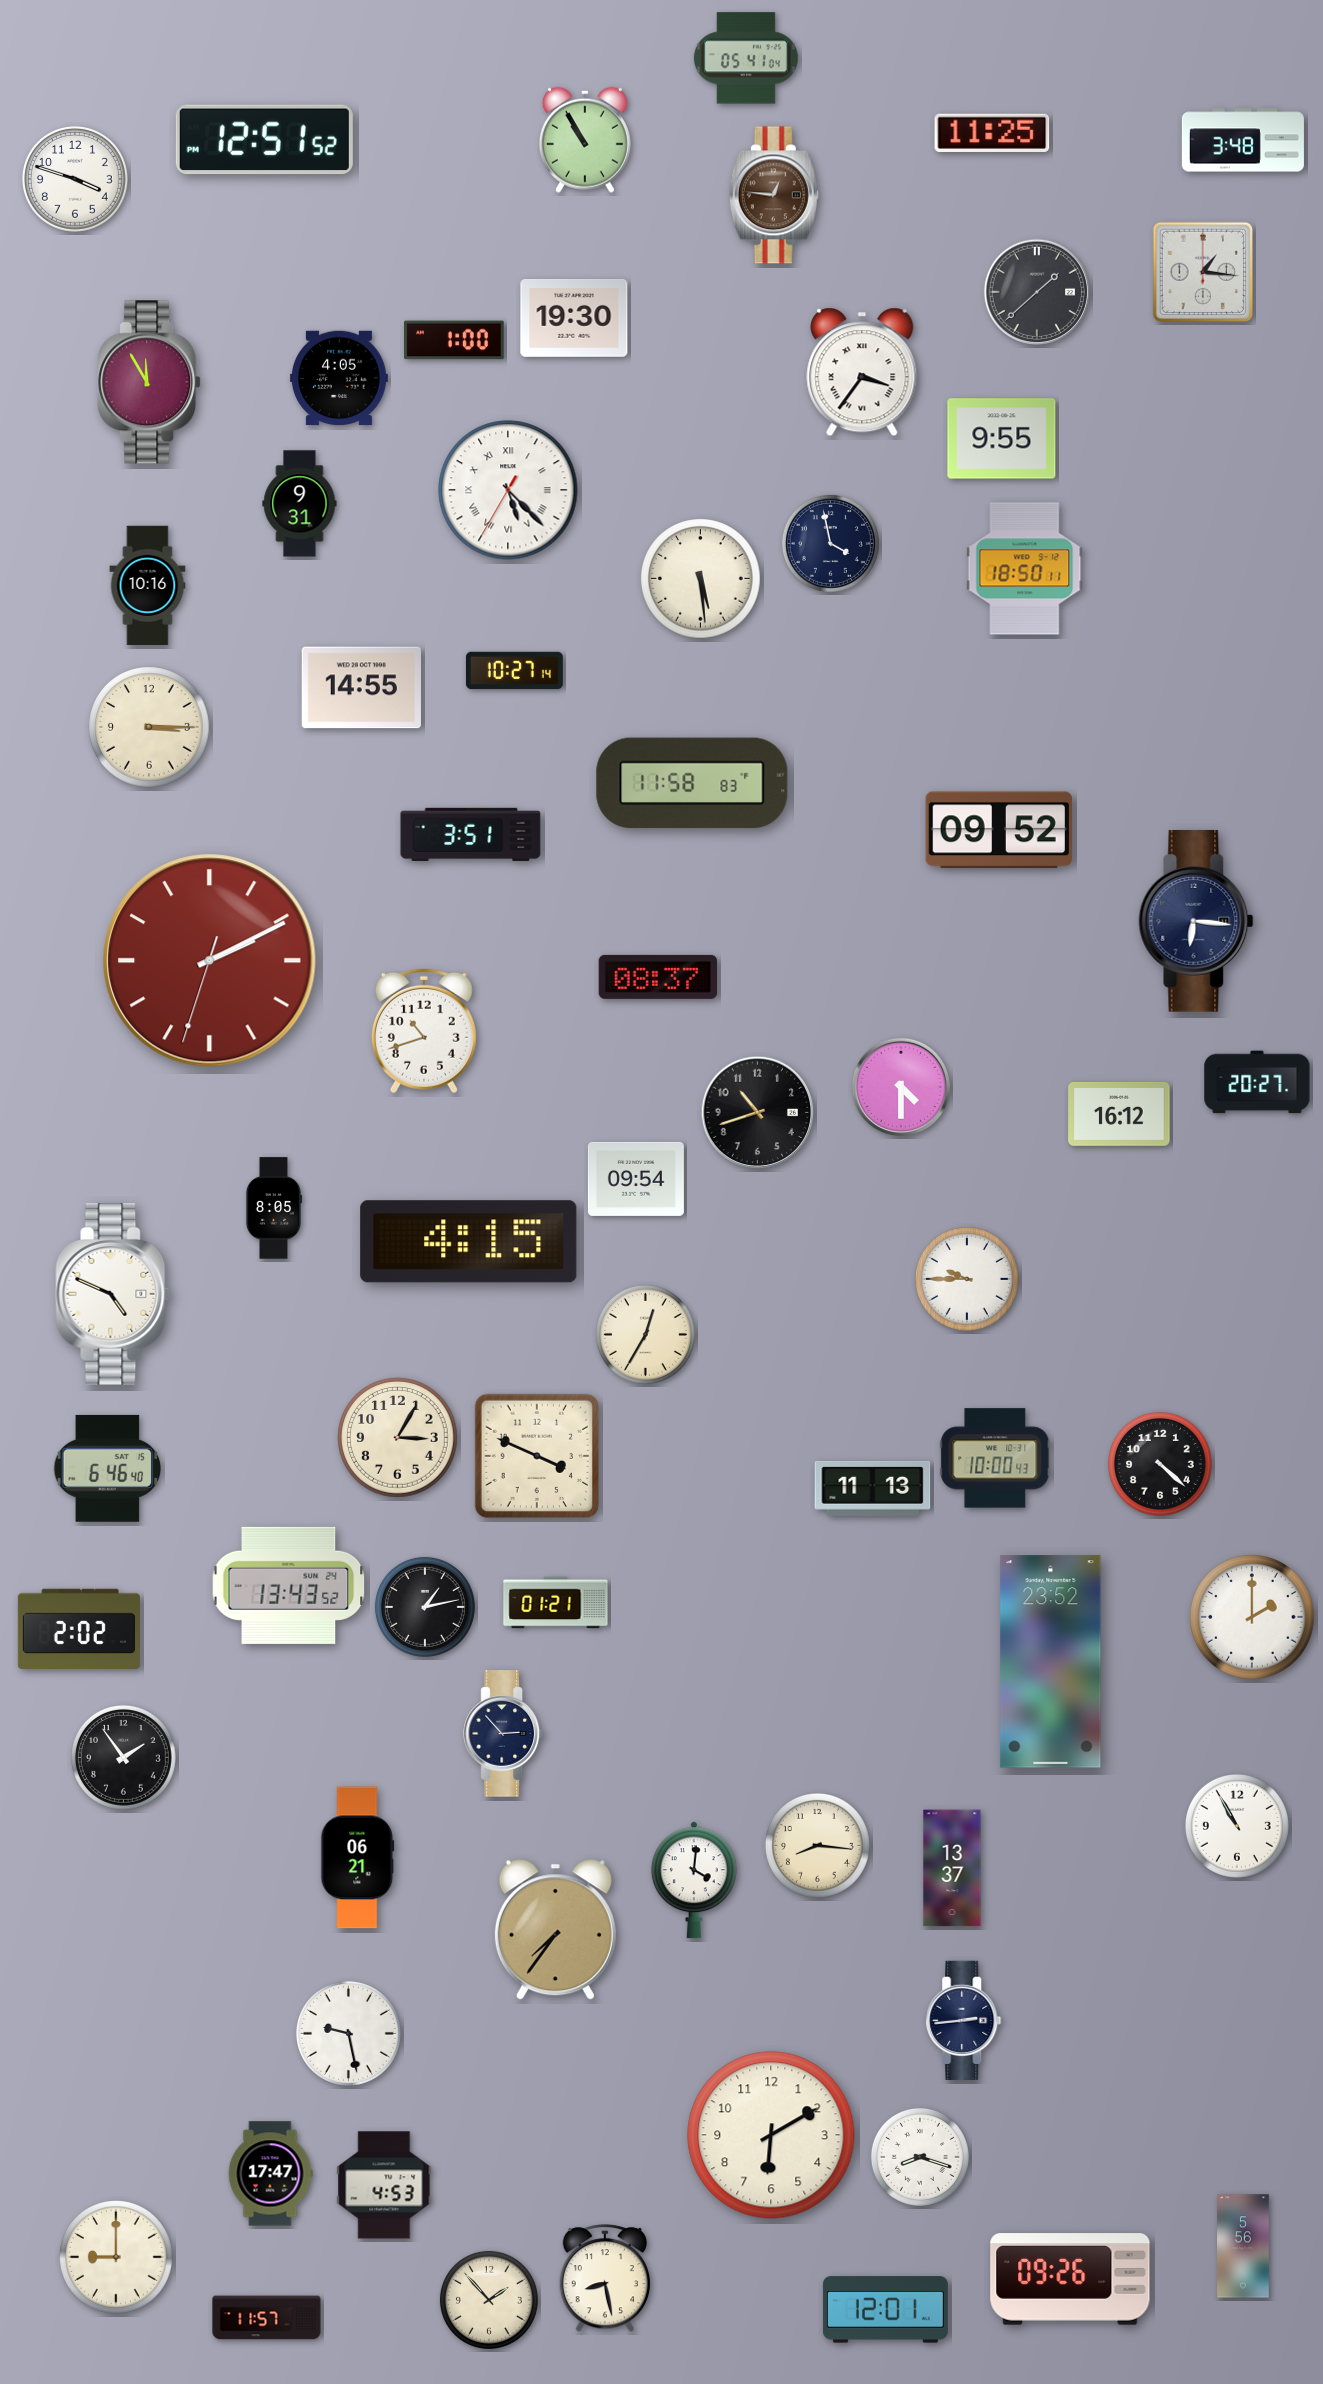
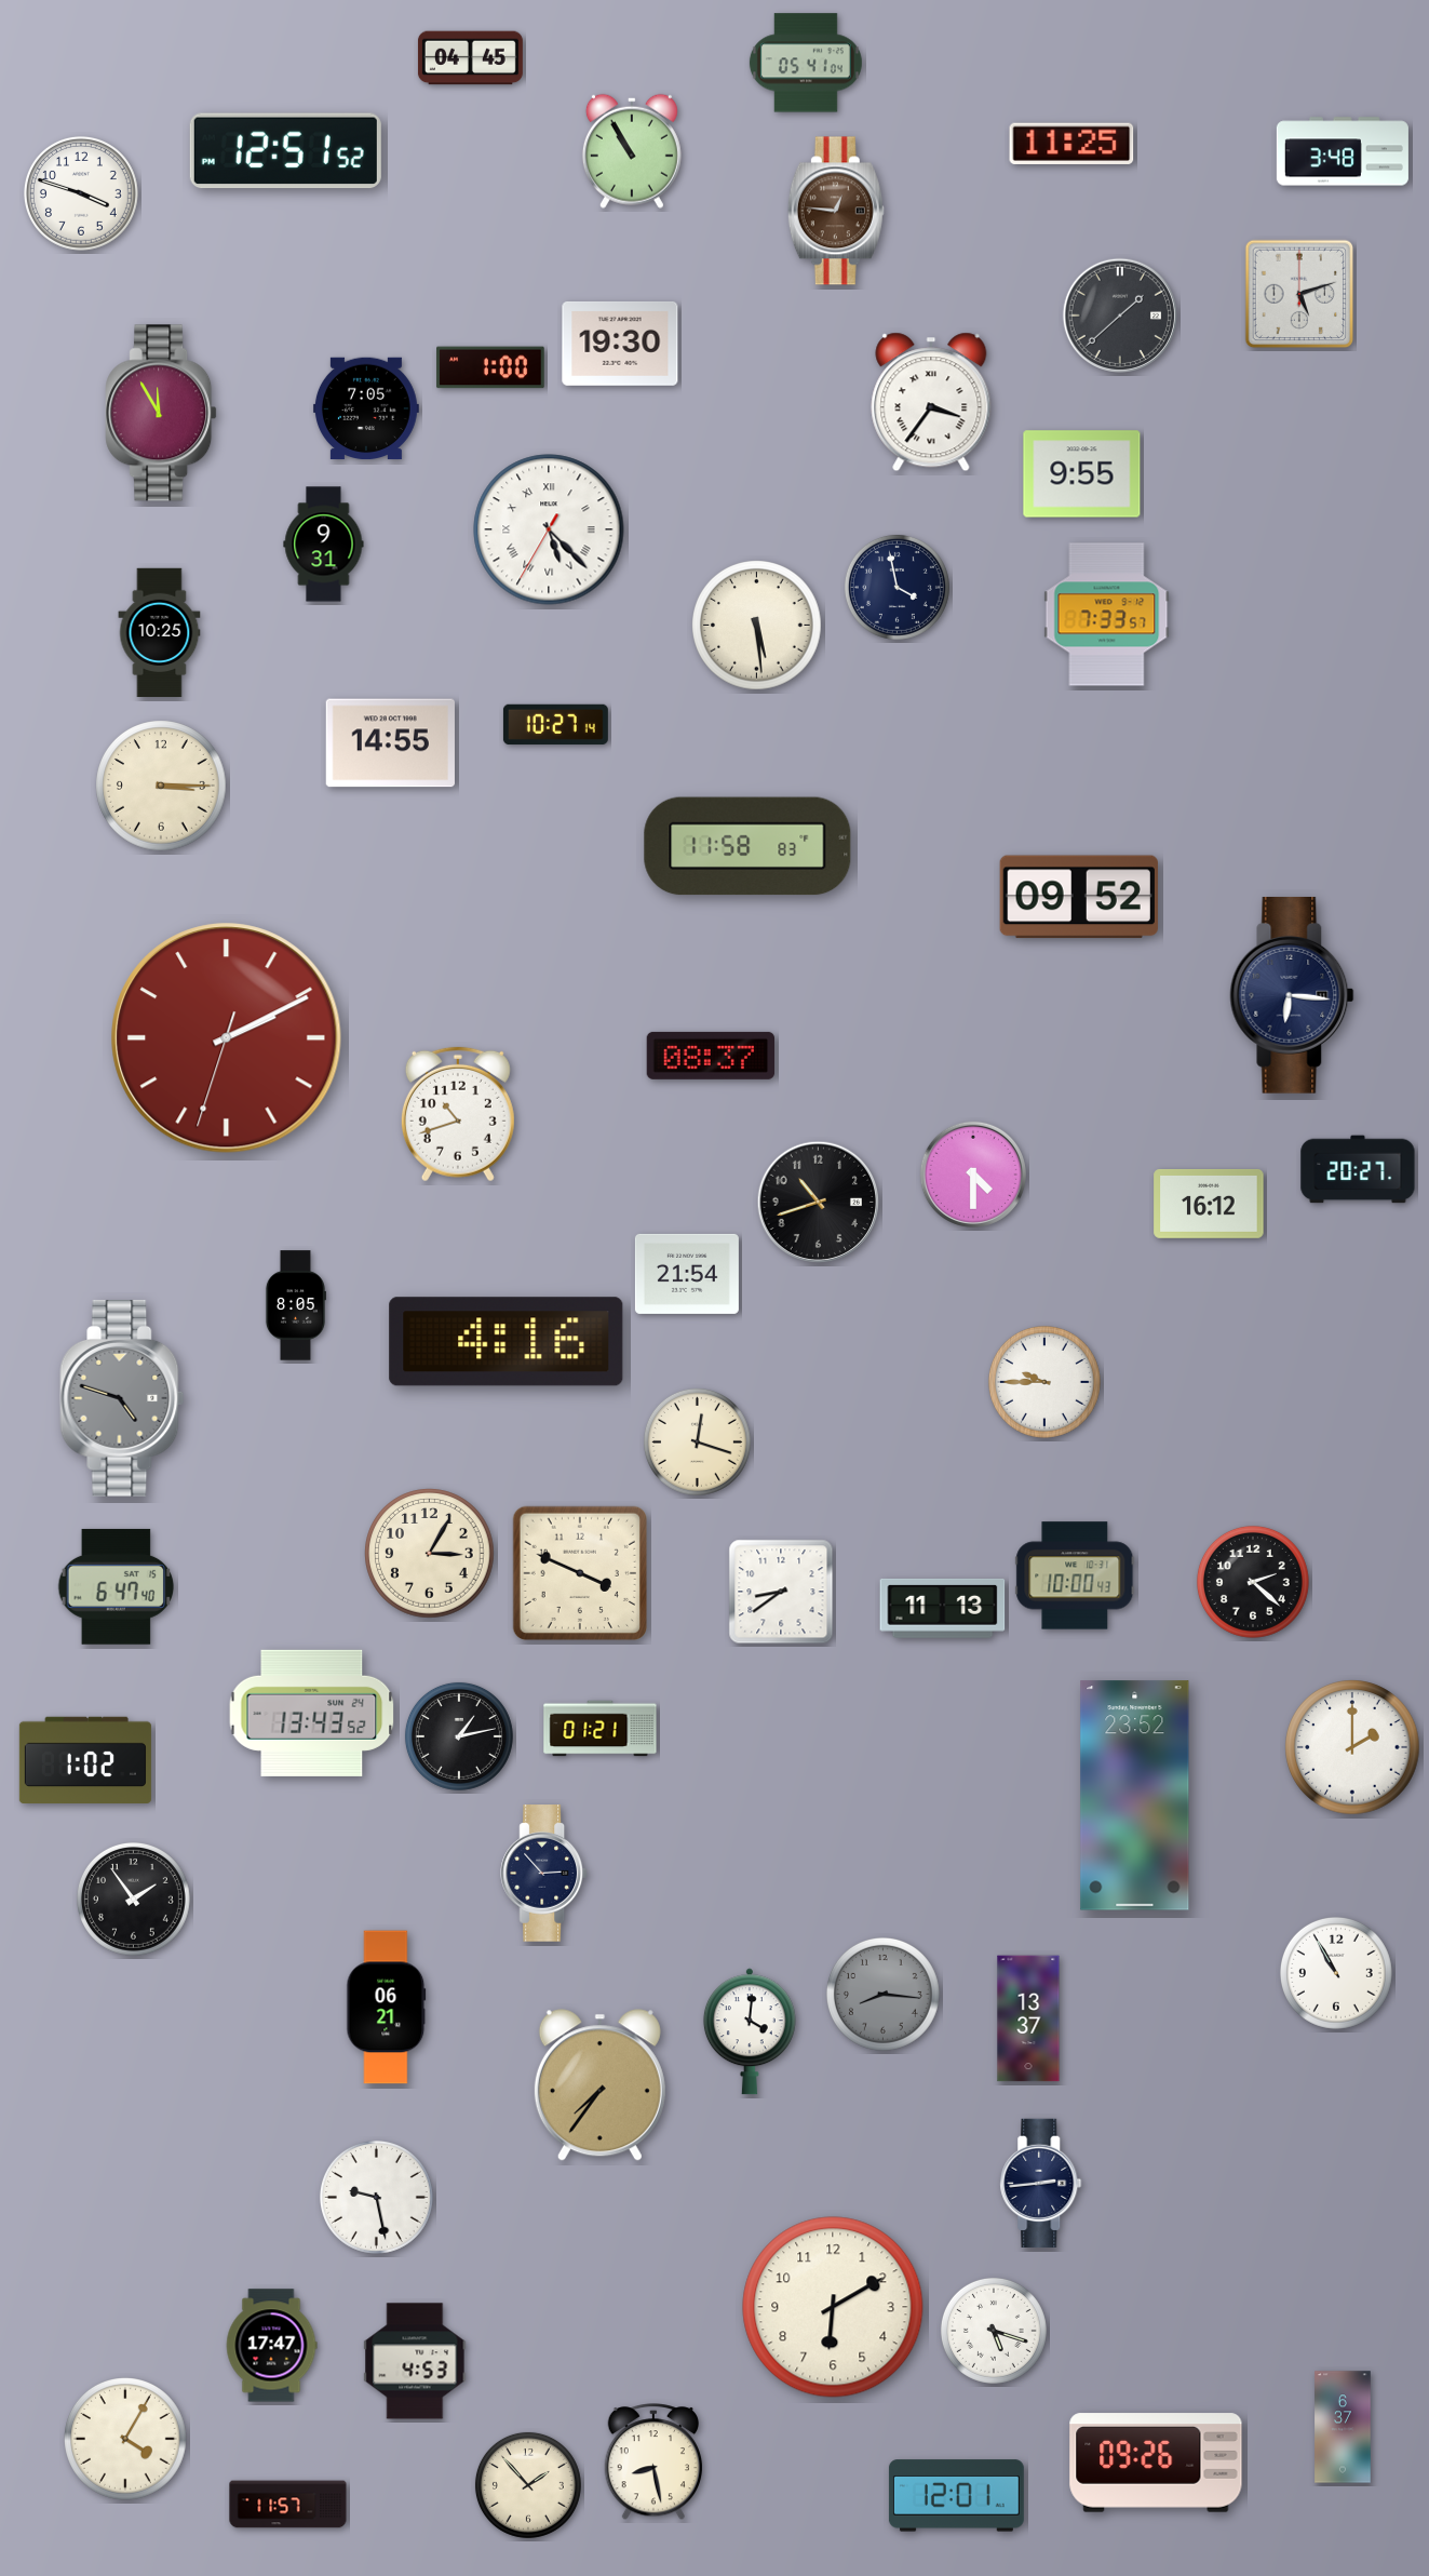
clock at (470, 58): none -> 04:45
clock at (1203, 272): 1:16 -> 5:12
clock at (339, 378): 4:05 -> 7:05
clock at (1025, 569): 18:50 -> 7:33
clock at (148, 586): 10:16 -> 10:25
clock at (471, 834): 3:51 -> none
clock at (636, 1179): 09:54 -> 21:54
clock at (469, 1242): 4:15 -> 4:16
clock at (113, 1294): 4:49 -> 4:48
clock at (113, 1294) dial: white -> grey
clock at (645, 1334): 12:35 -> 12:18
clock at (1160, 1464): 4:22 -> 2:22
clock at (107, 1468): 6:46 -> 6:47
clock at (781, 1592): none -> 8:39
clock at (556, 1603) position: (556, 1603) -> (601, 1729)
clock at (79, 1628): 2:02 -> 1:02
clock at (817, 1845) dial: cream -> grey
clock at (920, 2157): 8:18 -> 5:18
clock at (270, 2174) position: (270, 2174) -> (271, 2346)
clock at (1243, 2246): 5:56 -> 6:37
clock at (117, 2258): 9:00 -> 4:05
